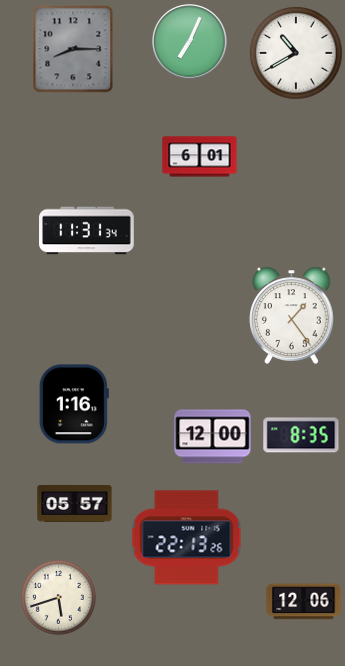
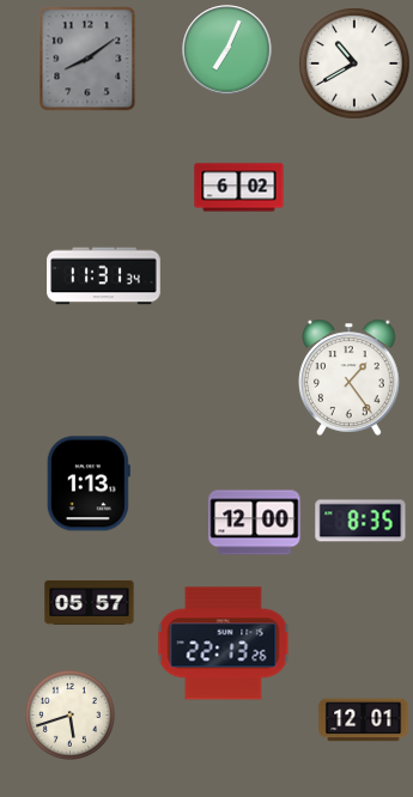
clock at (73, 49): 8:15 -> 8:09
clock at (200, 157): 6:01 -> 6:02
clock at (74, 404): 1:16 -> 1:13
clock at (304, 602): 12:06 -> 12:01
